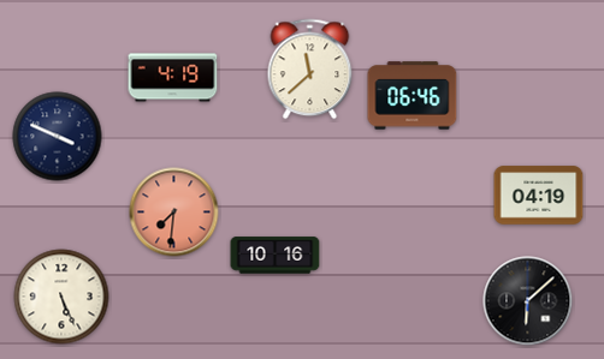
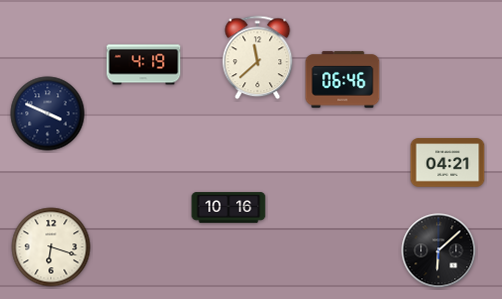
clock at (539, 196): 04:19 -> 04:21
clock at (174, 213): 7:31 -> none
clock at (276, 256) position: (276, 256) -> (229, 208)
clock at (61, 297): 5:26 -> 6:18
